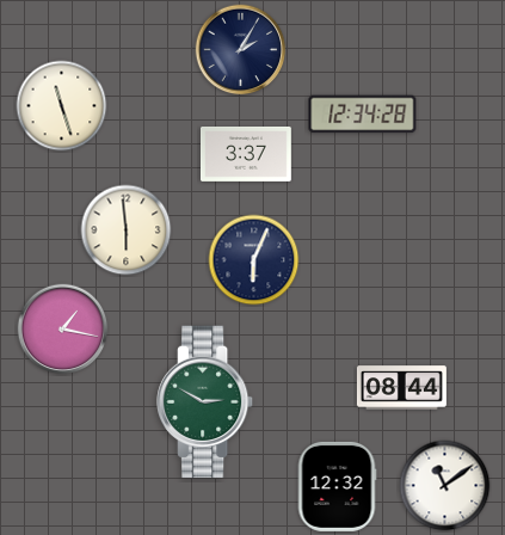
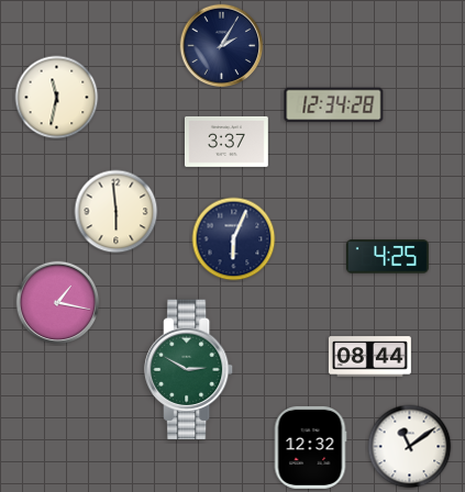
clock at (62, 106): 11:27 -> 11:32
clock at (387, 257): none -> 4:25
